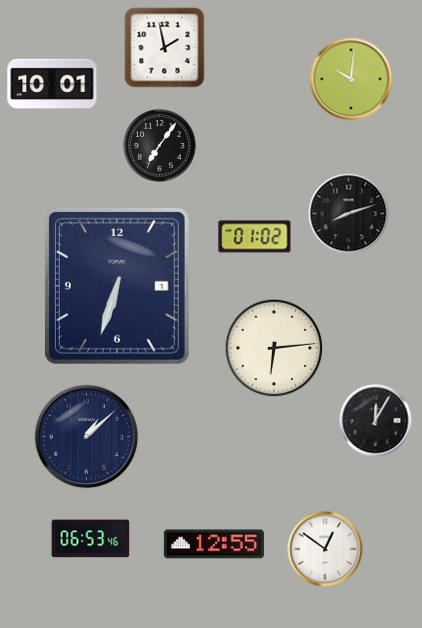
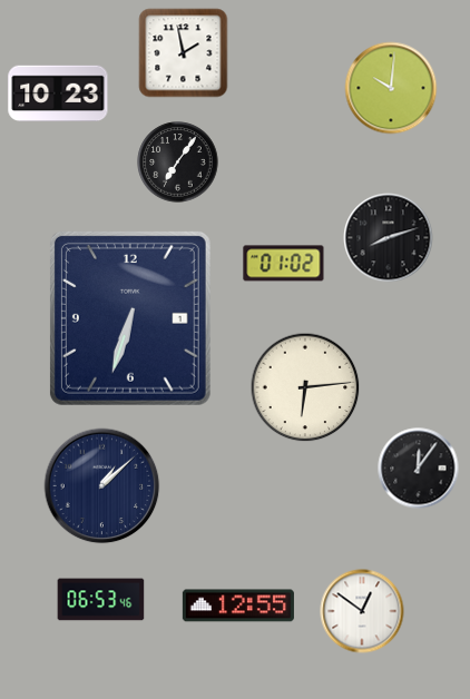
clock at (52, 84): 10:01 -> 10:23
clock at (376, 421): 12:05 -> 12:06
clock at (87, 437) position: (87, 437) -> (102, 486)
